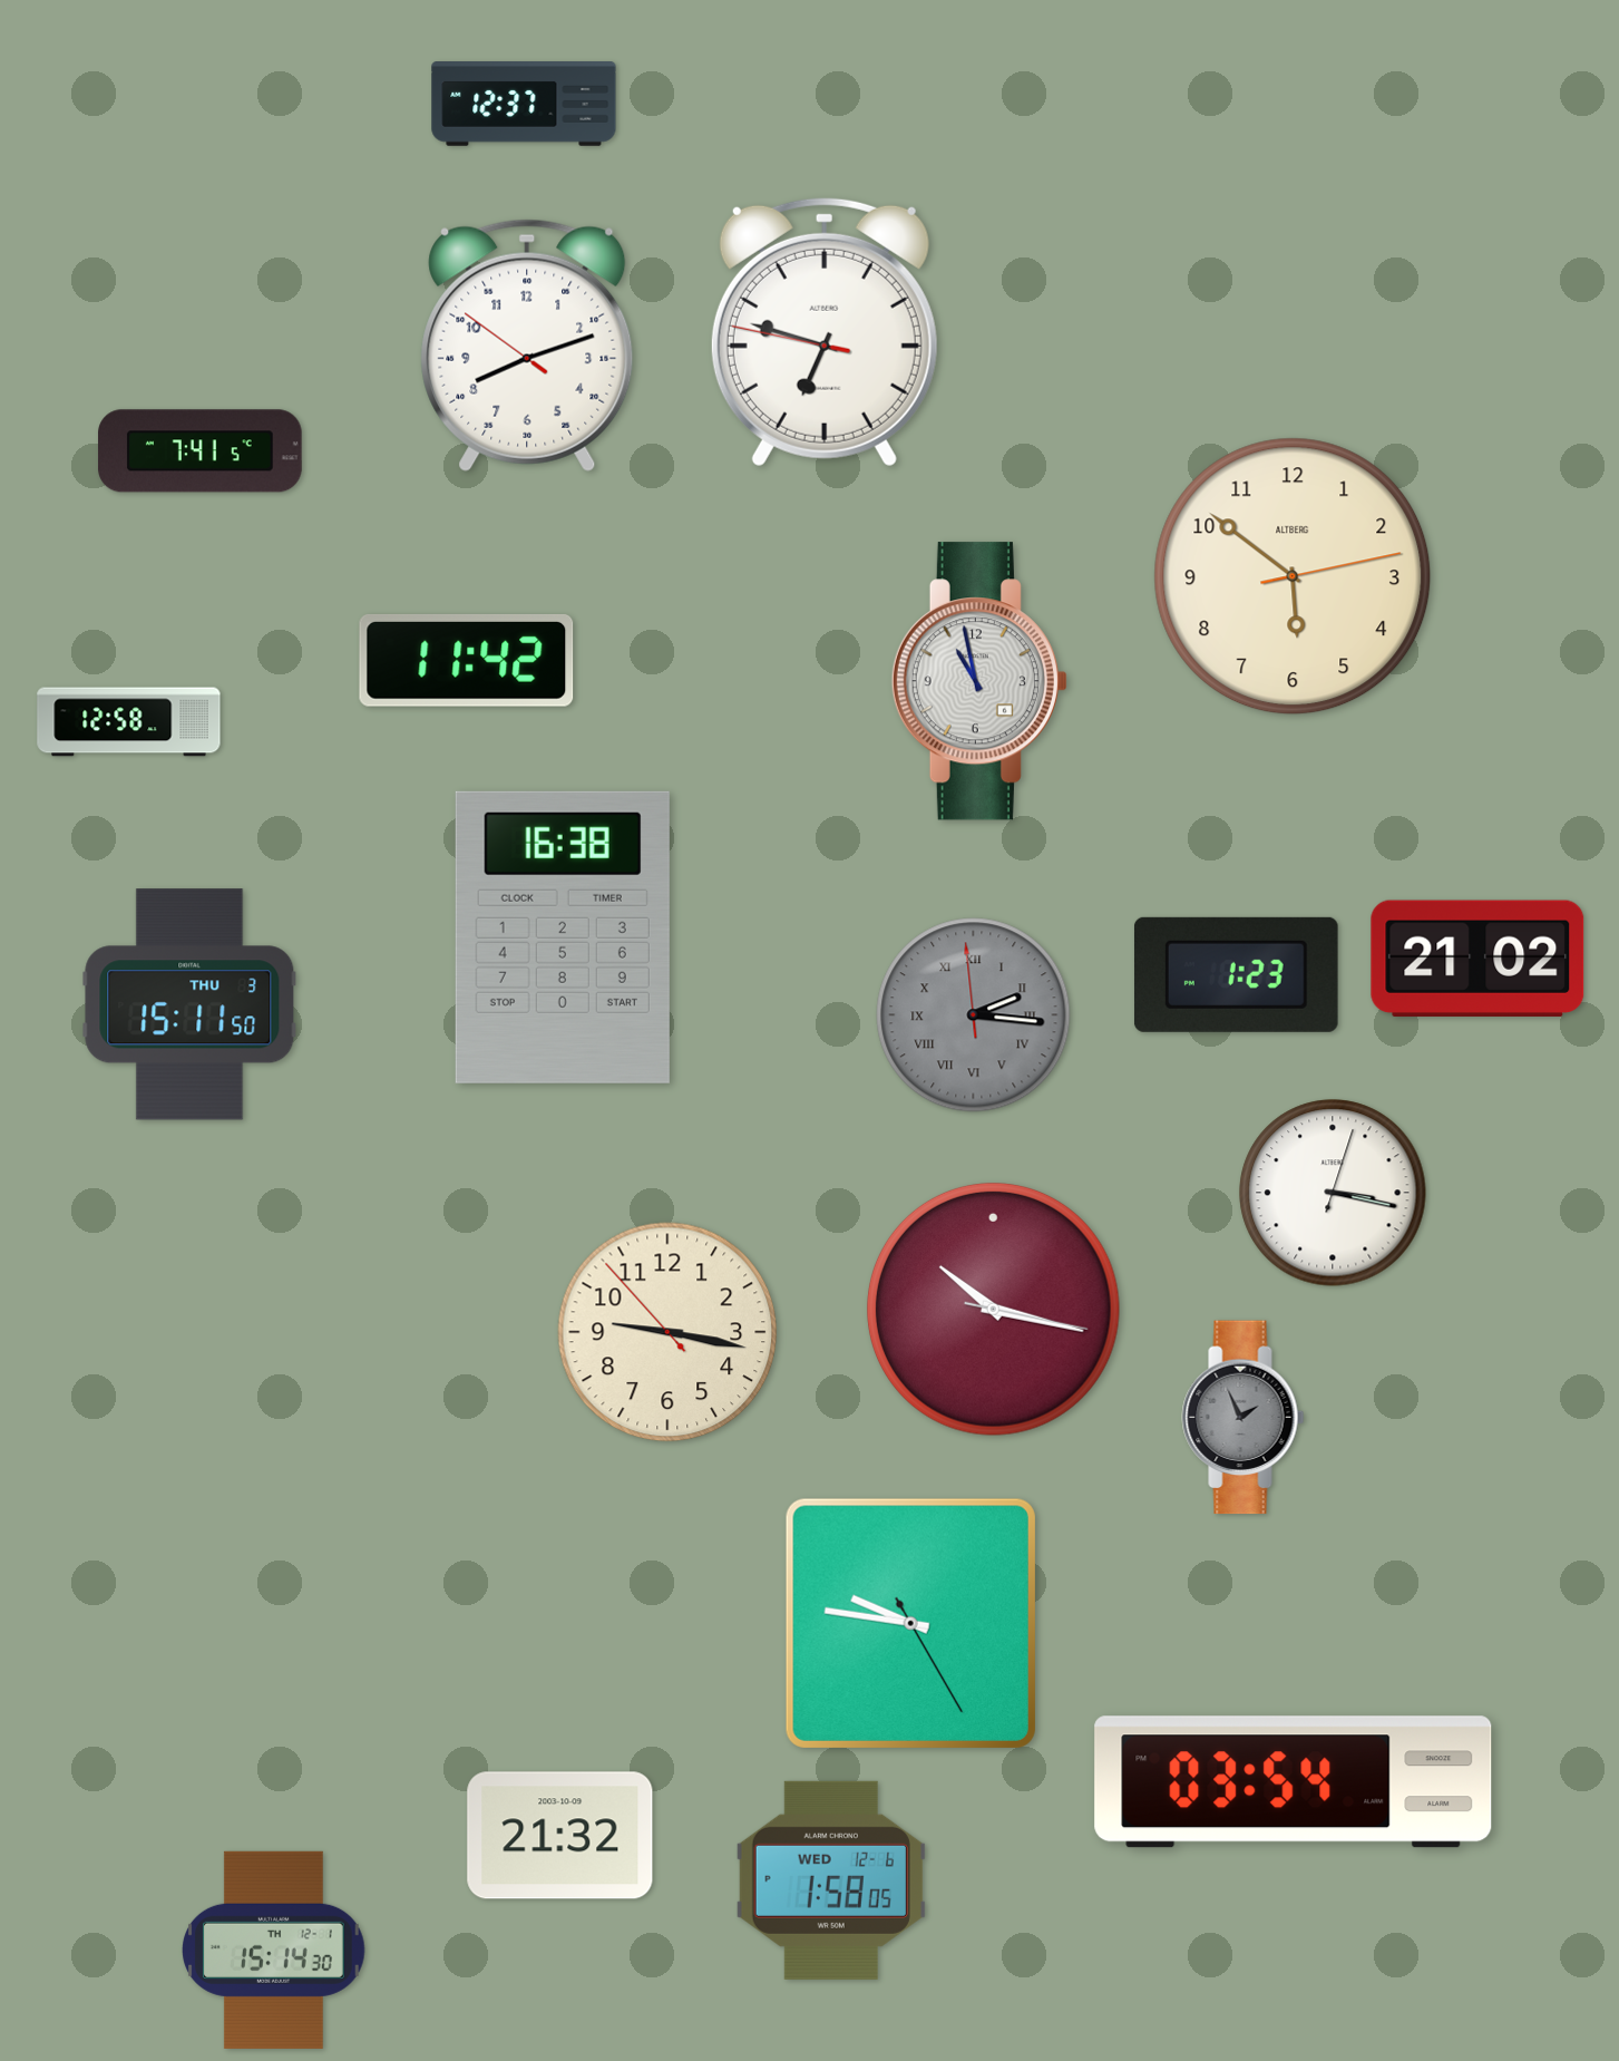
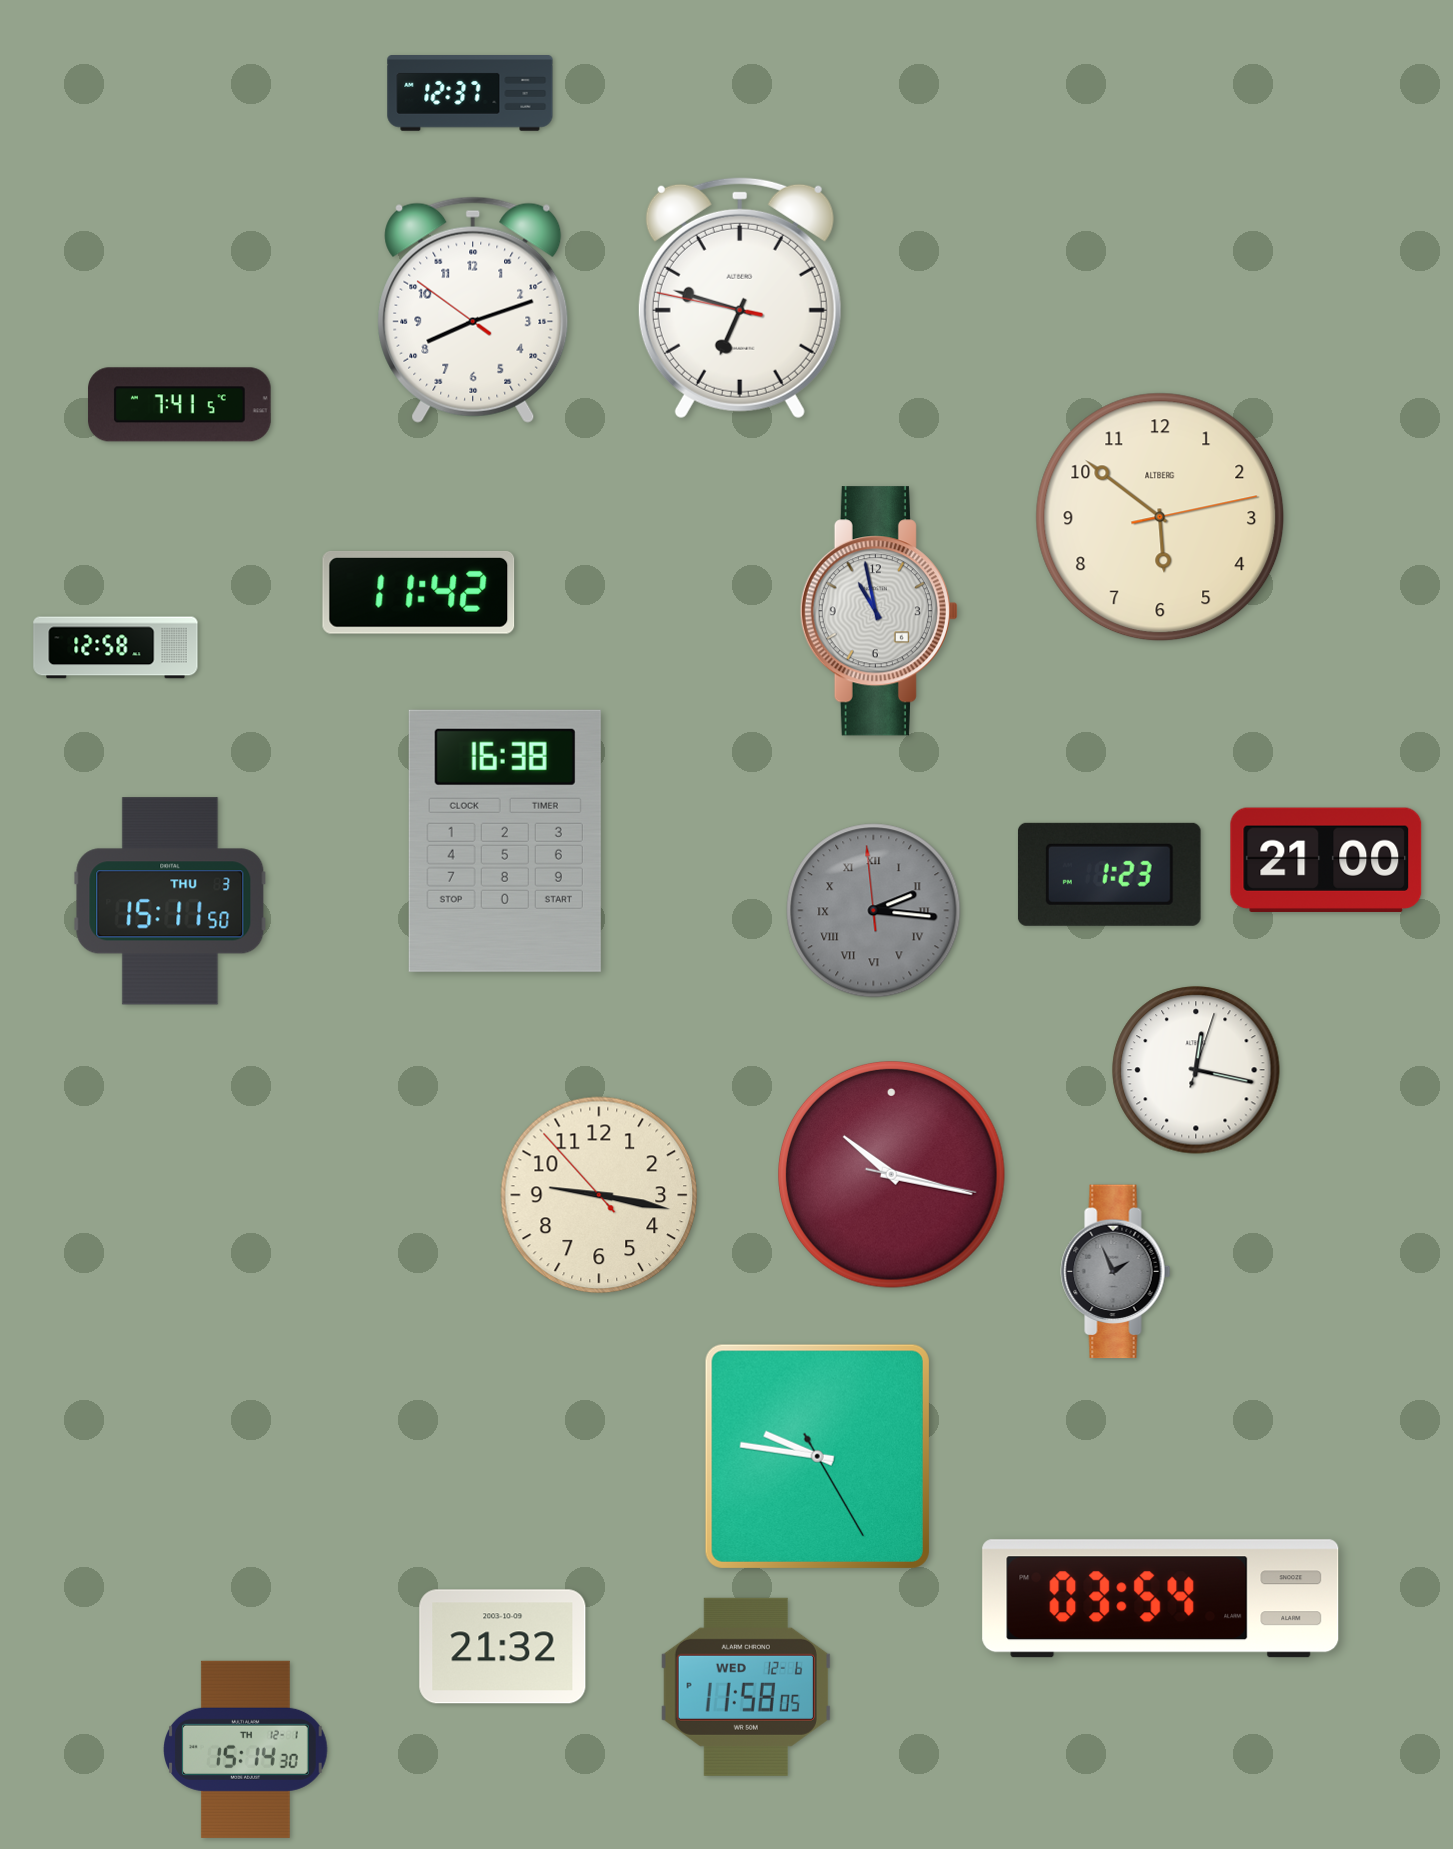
clock at (1477, 959): 21:02 -> 21:00
clock at (1333, 1193): 3:17 -> 12:17
clock at (831, 1880): 1:58 -> 11:58
